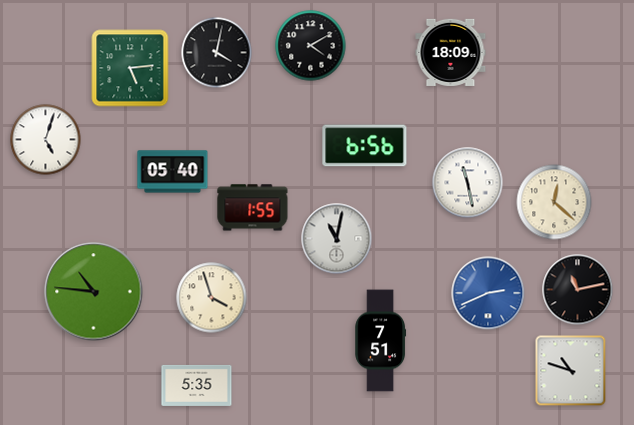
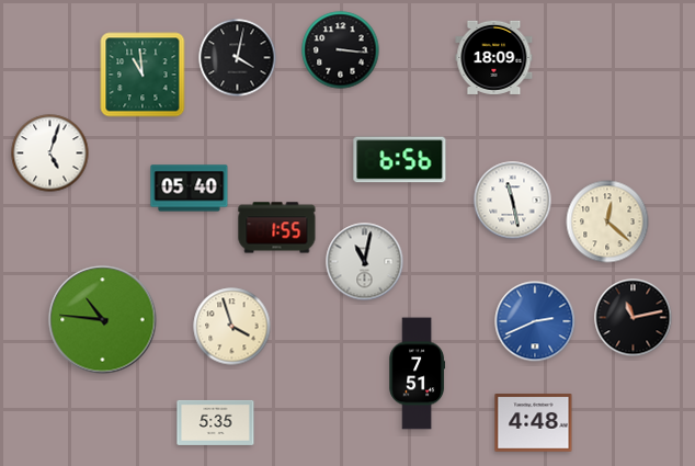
clock at (311, 46): 4:10 -> 3:16
clock at (130, 68): 5:14 -> 10:59
clock at (337, 239) position: (337, 239) -> (365, 262)
clock at (571, 371): 10:48 -> none
clock at (534, 423): none -> 4:48
